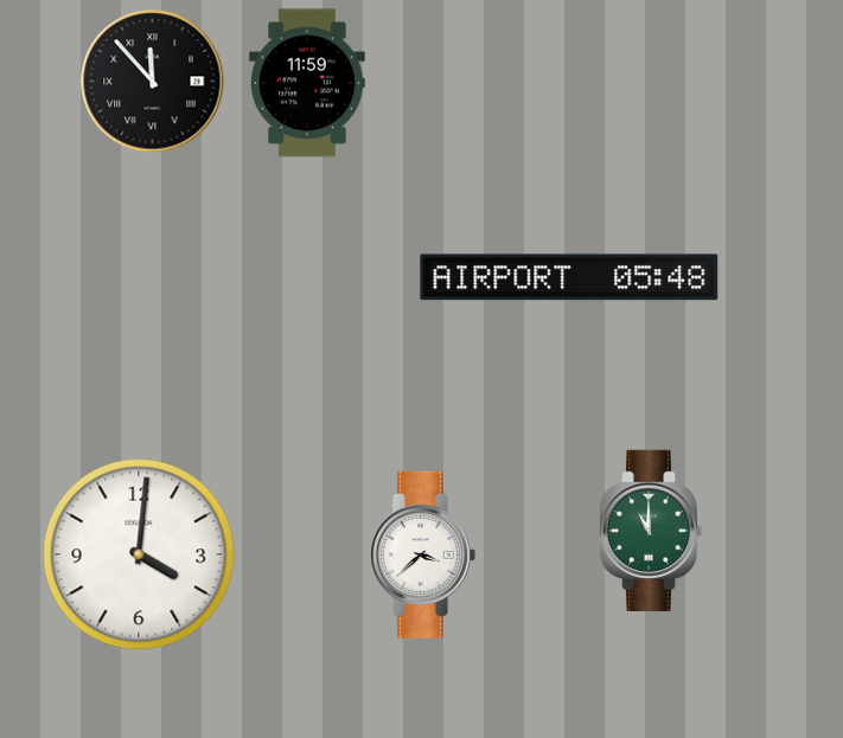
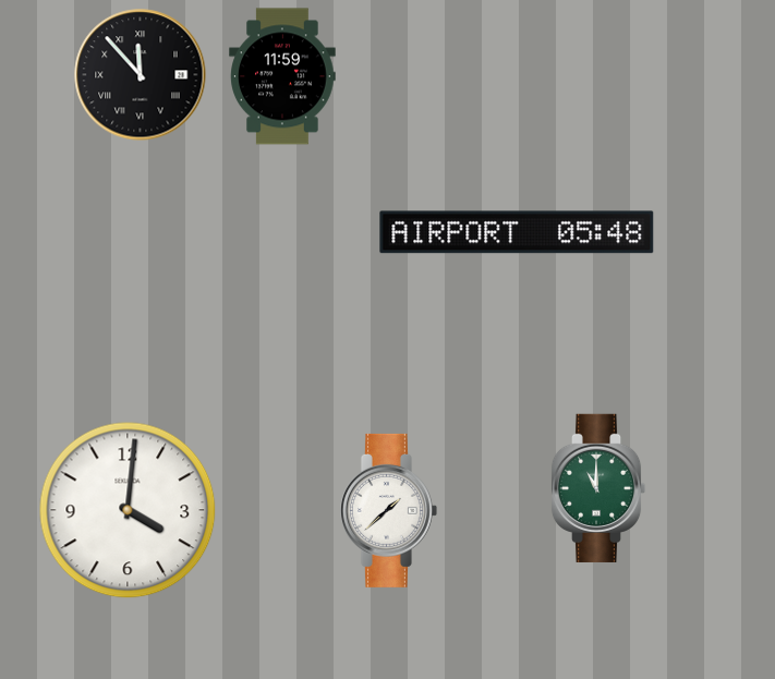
clock at (569, 277) position: (569, 277) -> (517, 232)
clock at (422, 554): 3:38 -> 1:38
